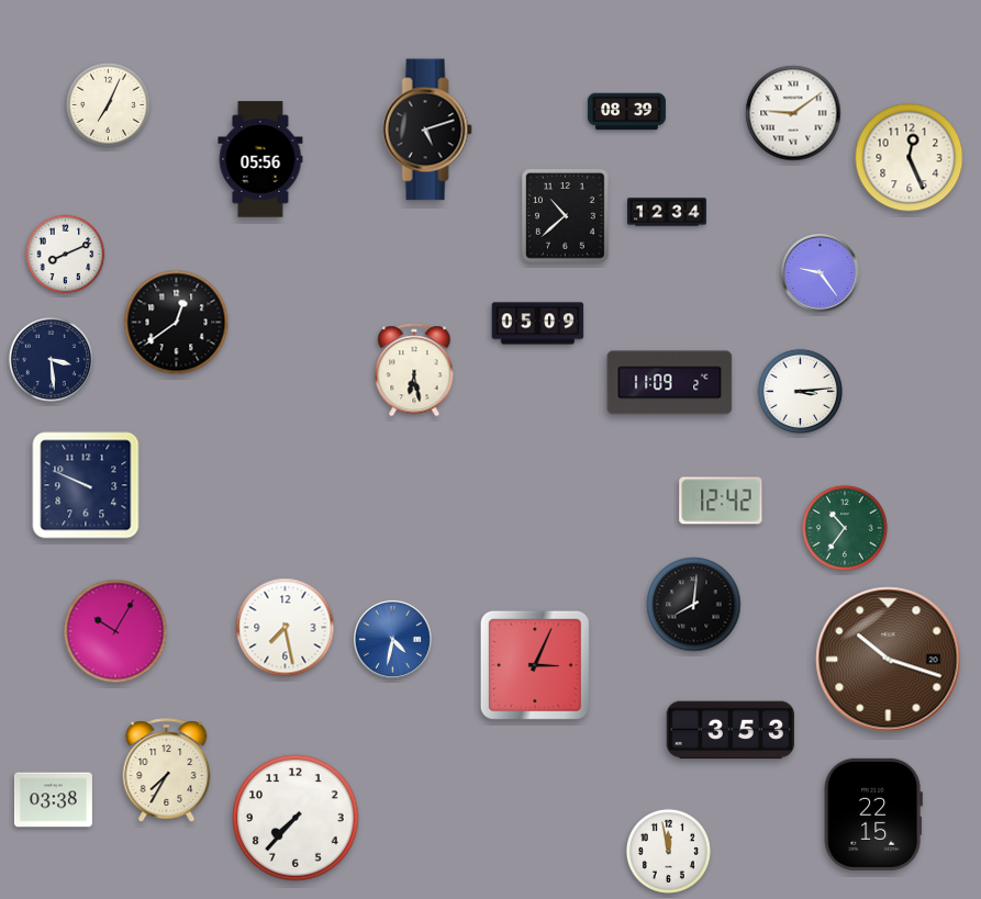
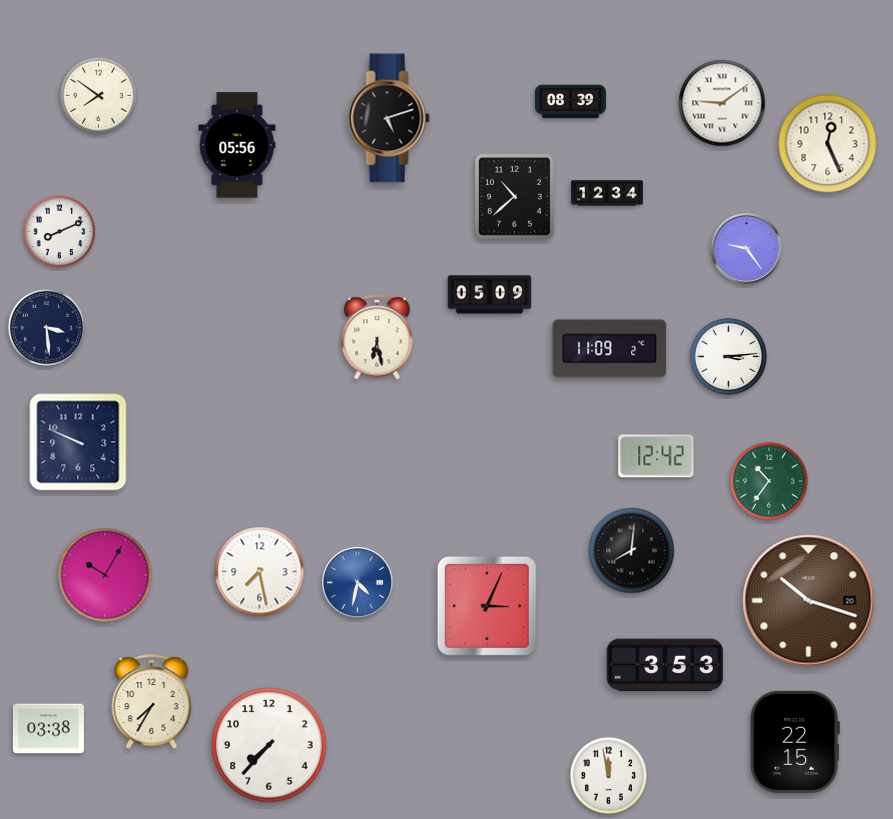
clock at (108, 104): 7:04 -> 7:51
clock at (177, 323): 12:39 -> none
